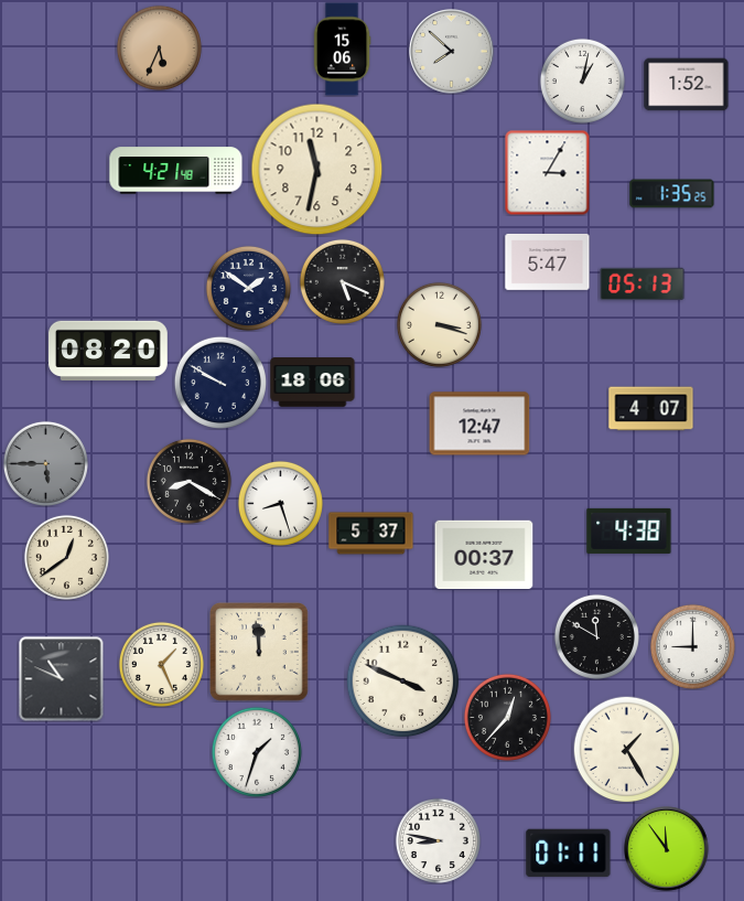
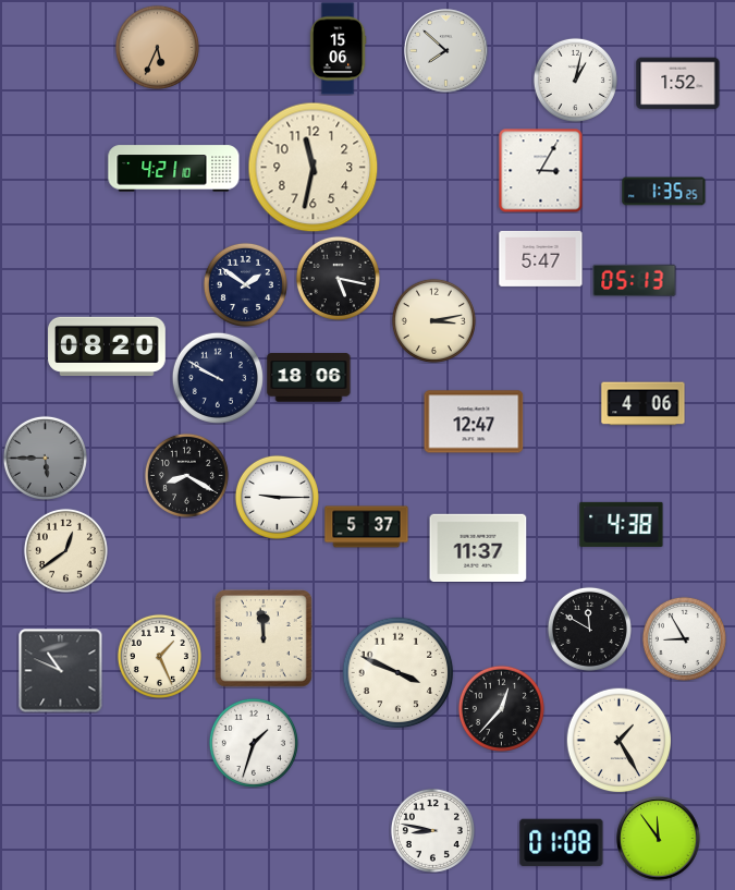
clock at (176, 171): 4:21:48 -> 4:21:10
clock at (342, 281): 5:19 -> 5:17
clock at (439, 324): 3:18 -> 3:13
clock at (651, 409): 4:07 -> 4:06
clock at (479, 423) position: (479, 423) -> (474, 422)
clock at (280, 503): 8:27 -> 9:15
clock at (484, 555): 00:37 -> 11:37
clock at (692, 646): 9:00 -> 8:55
clock at (259, 652) position: (259, 652) -> (264, 638)
clock at (569, 854): 01:11 -> 01:08
